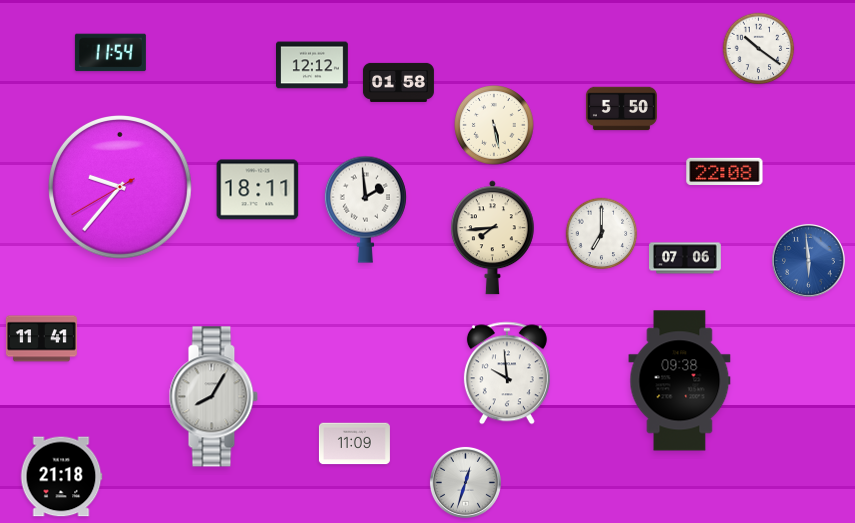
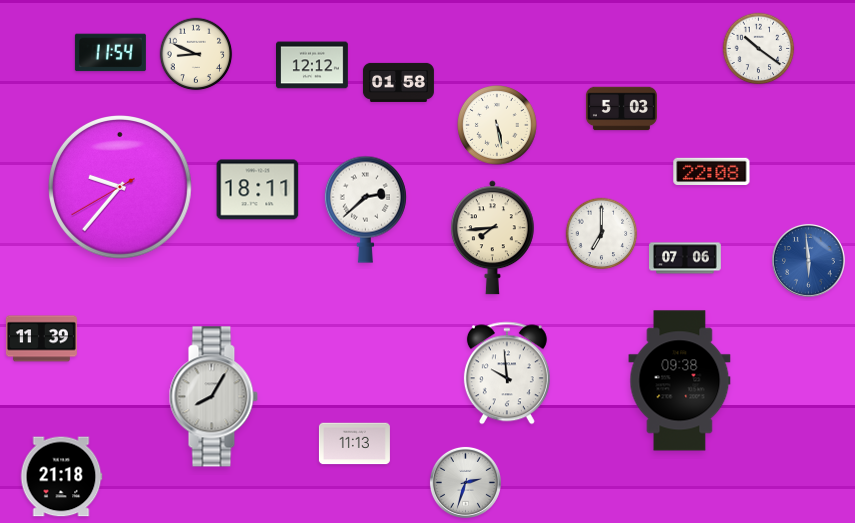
clock at (196, 54): none -> 8:49
clock at (621, 109): 5:50 -> 5:03
clock at (495, 126) position: (495, 126) -> (498, 126)
clock at (725, 171) position: (725, 171) -> (712, 171)
clock at (365, 209): 1:59 -> 2:38
clock at (41, 339): 11:41 -> 11:39
clock at (354, 444): 11:09 -> 11:13
clock at (465, 482): 12:33 -> 2:33
